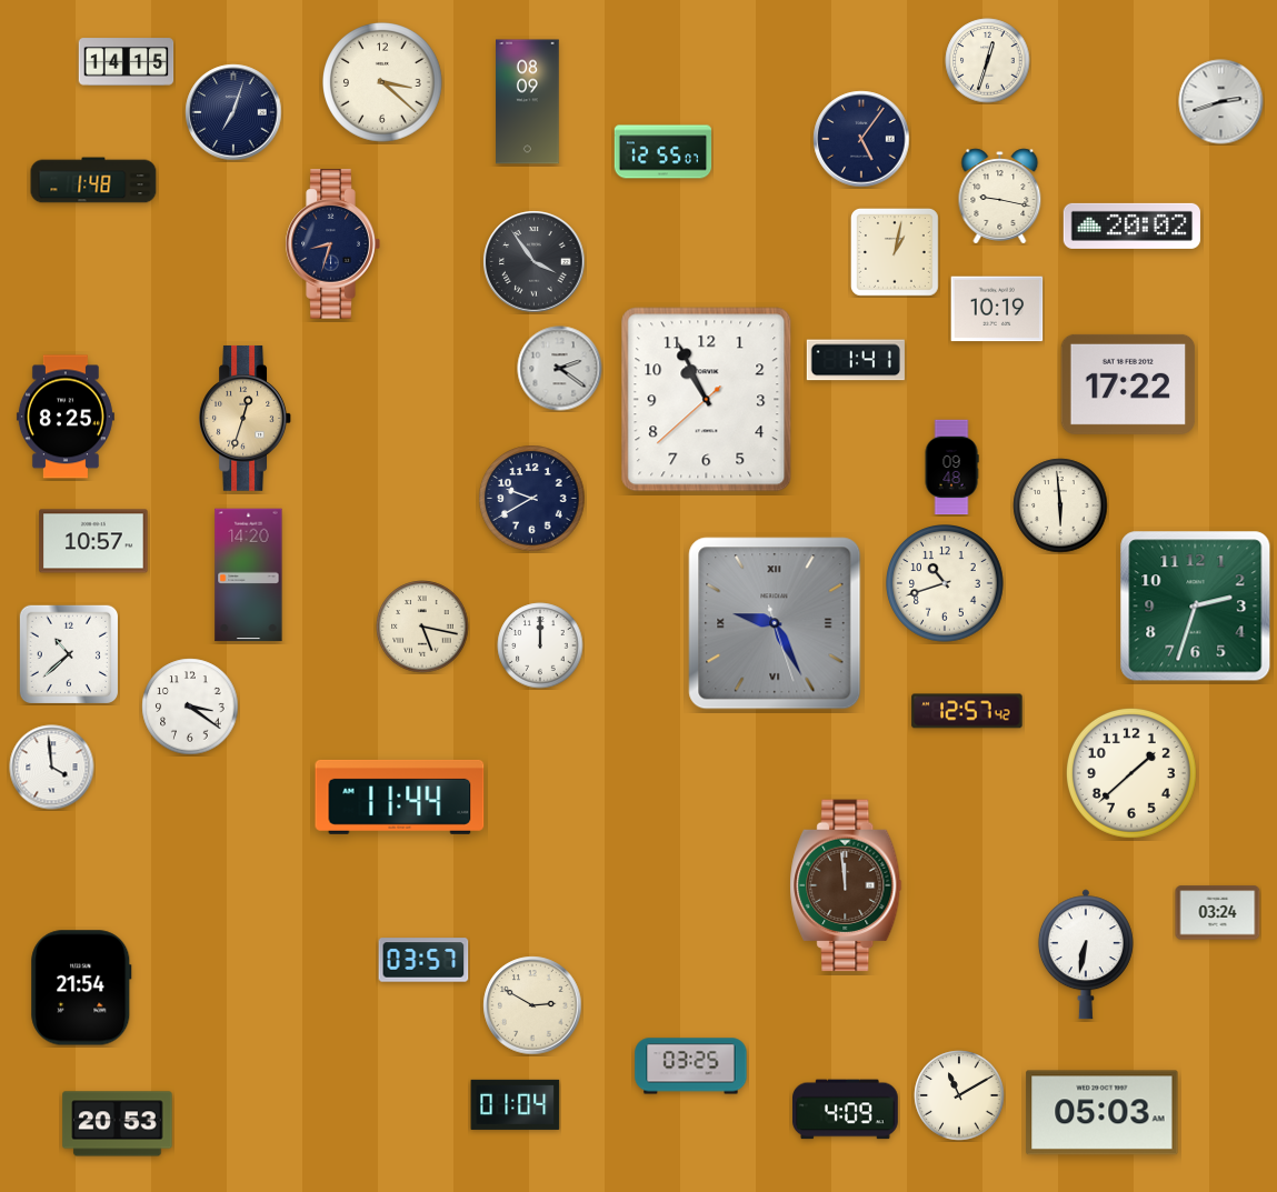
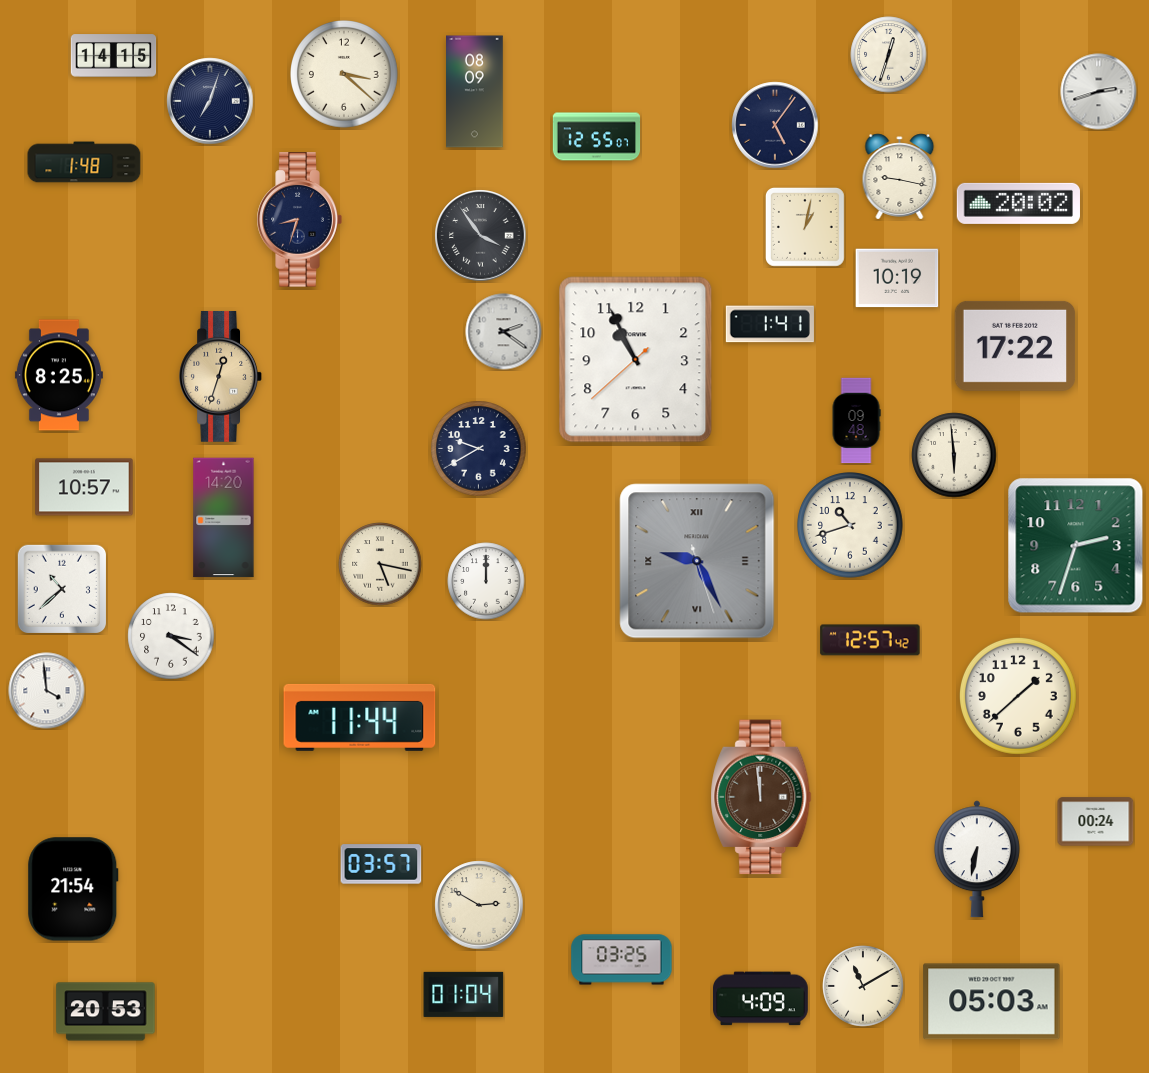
clock at (1218, 913): 03:24 -> 00:24
